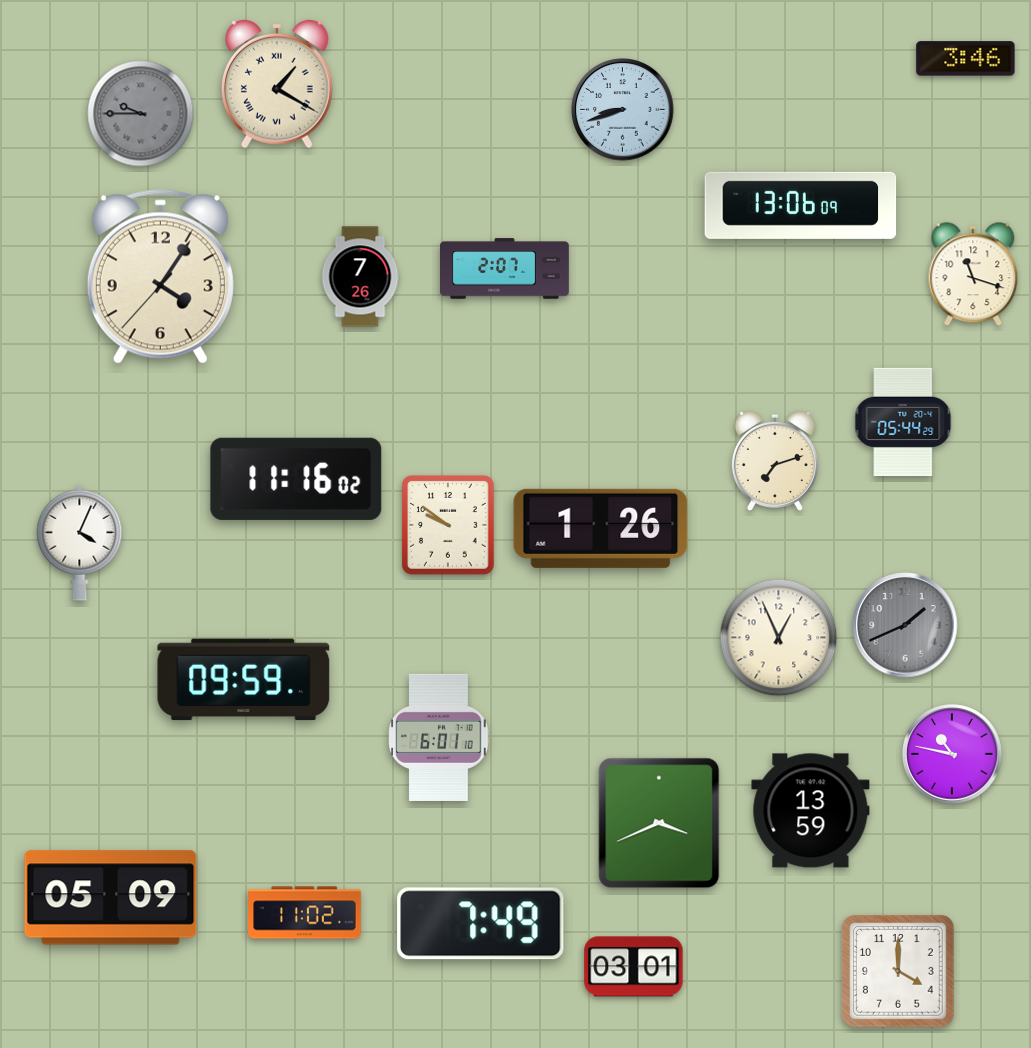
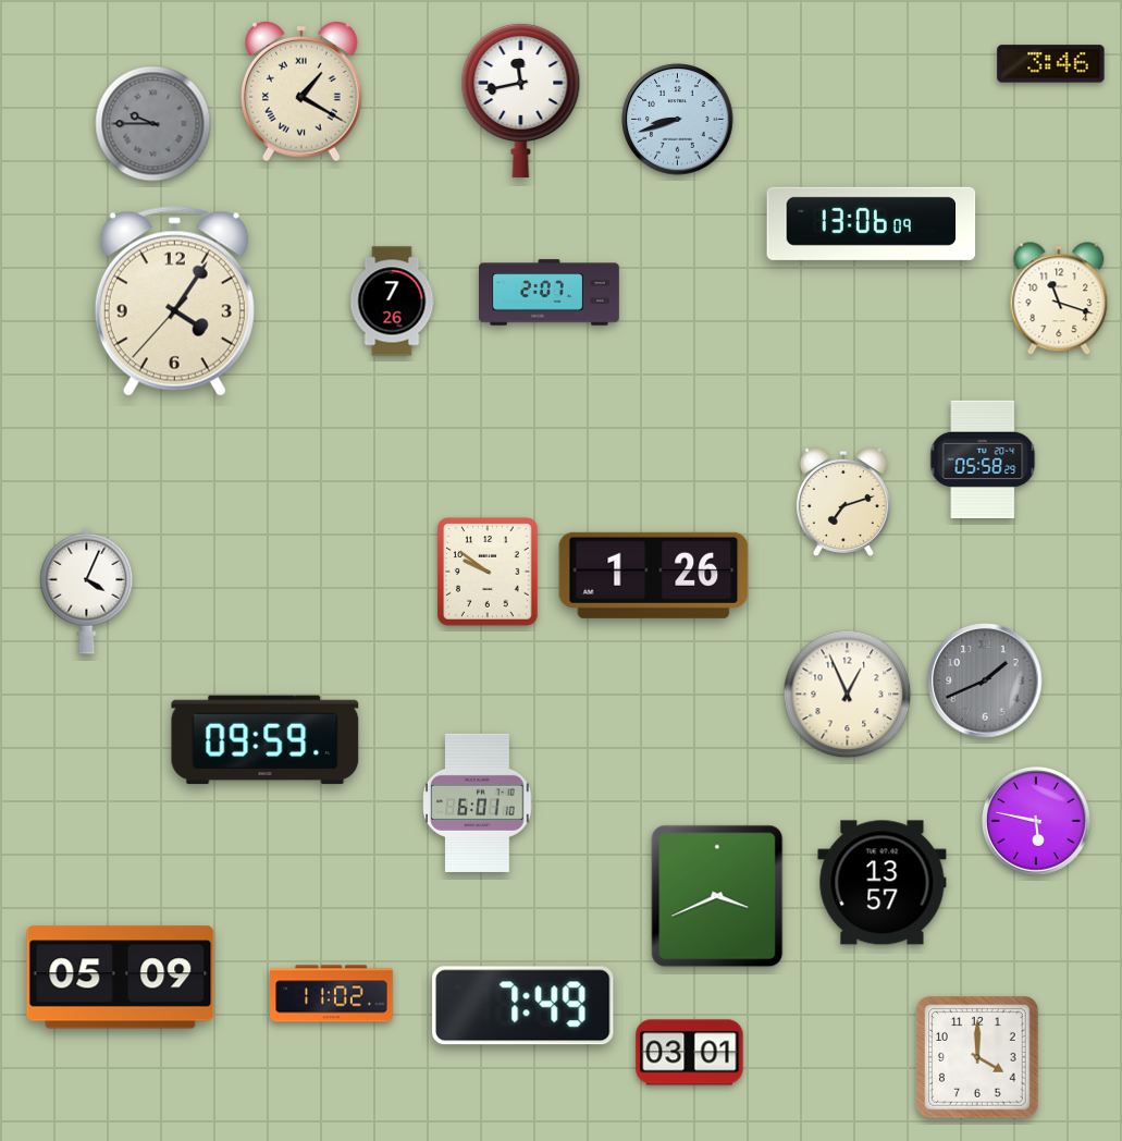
clock at (521, 100): none -> 11:43
clock at (903, 422): 05:44 -> 05:58
clock at (296, 479): 11:16 -> none
clock at (952, 754): 10:47 -> 5:47
clock at (811, 811): 13:59 -> 13:57
